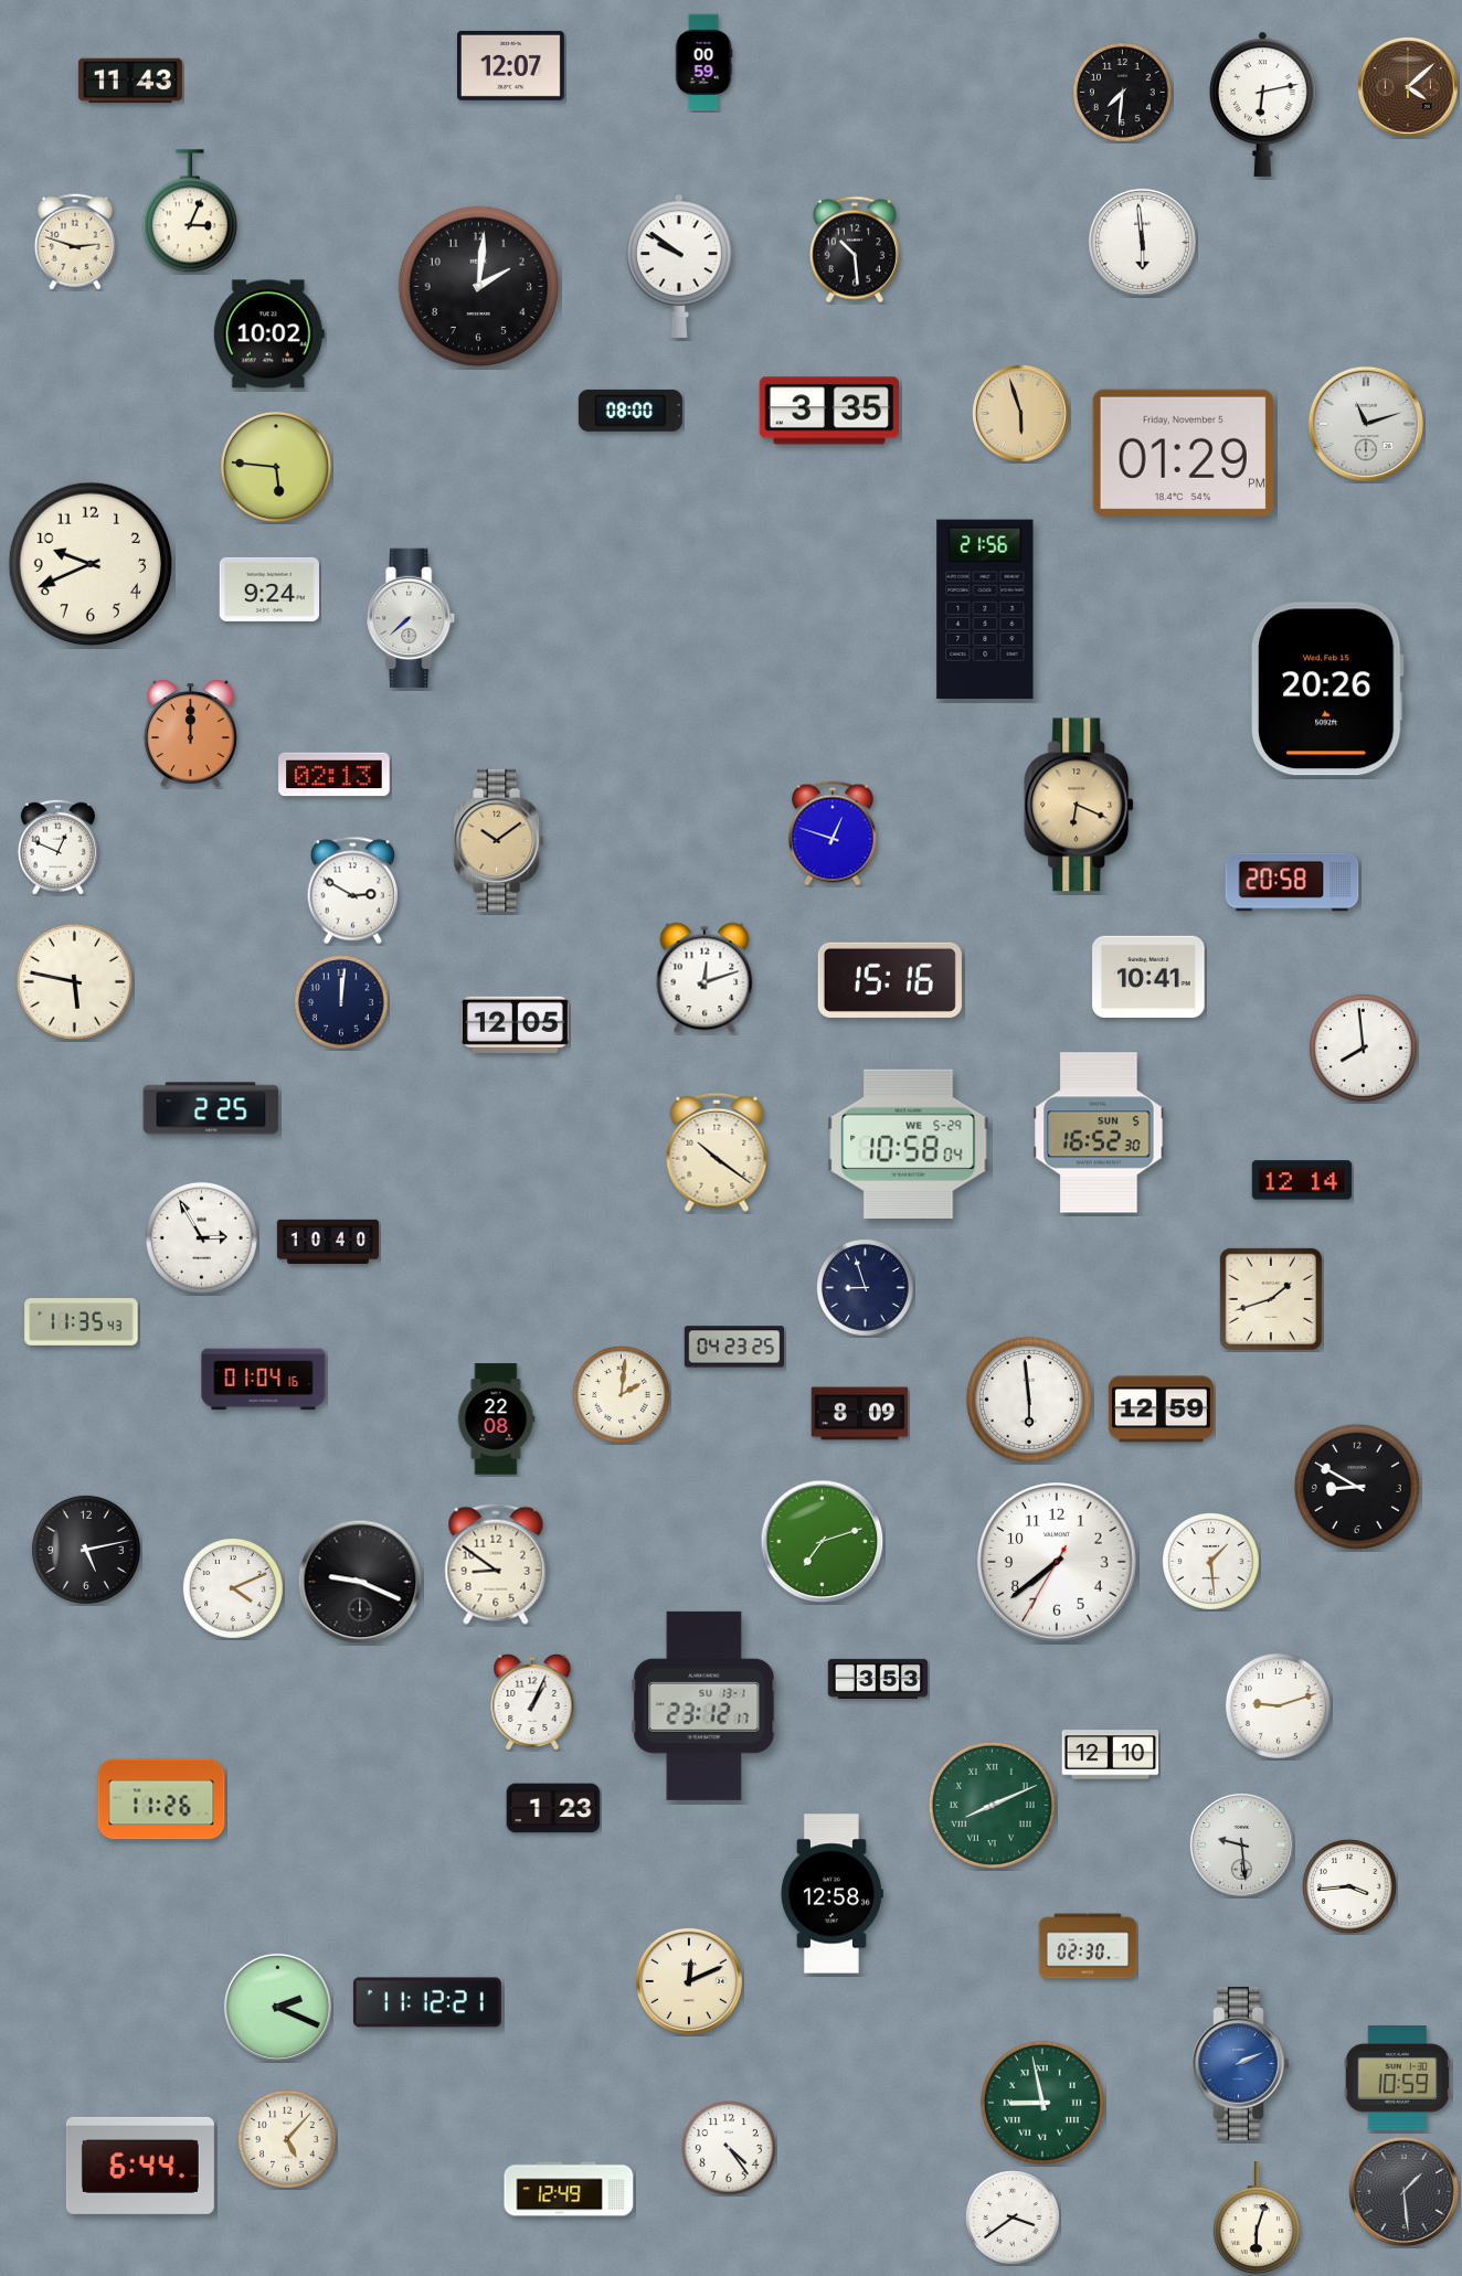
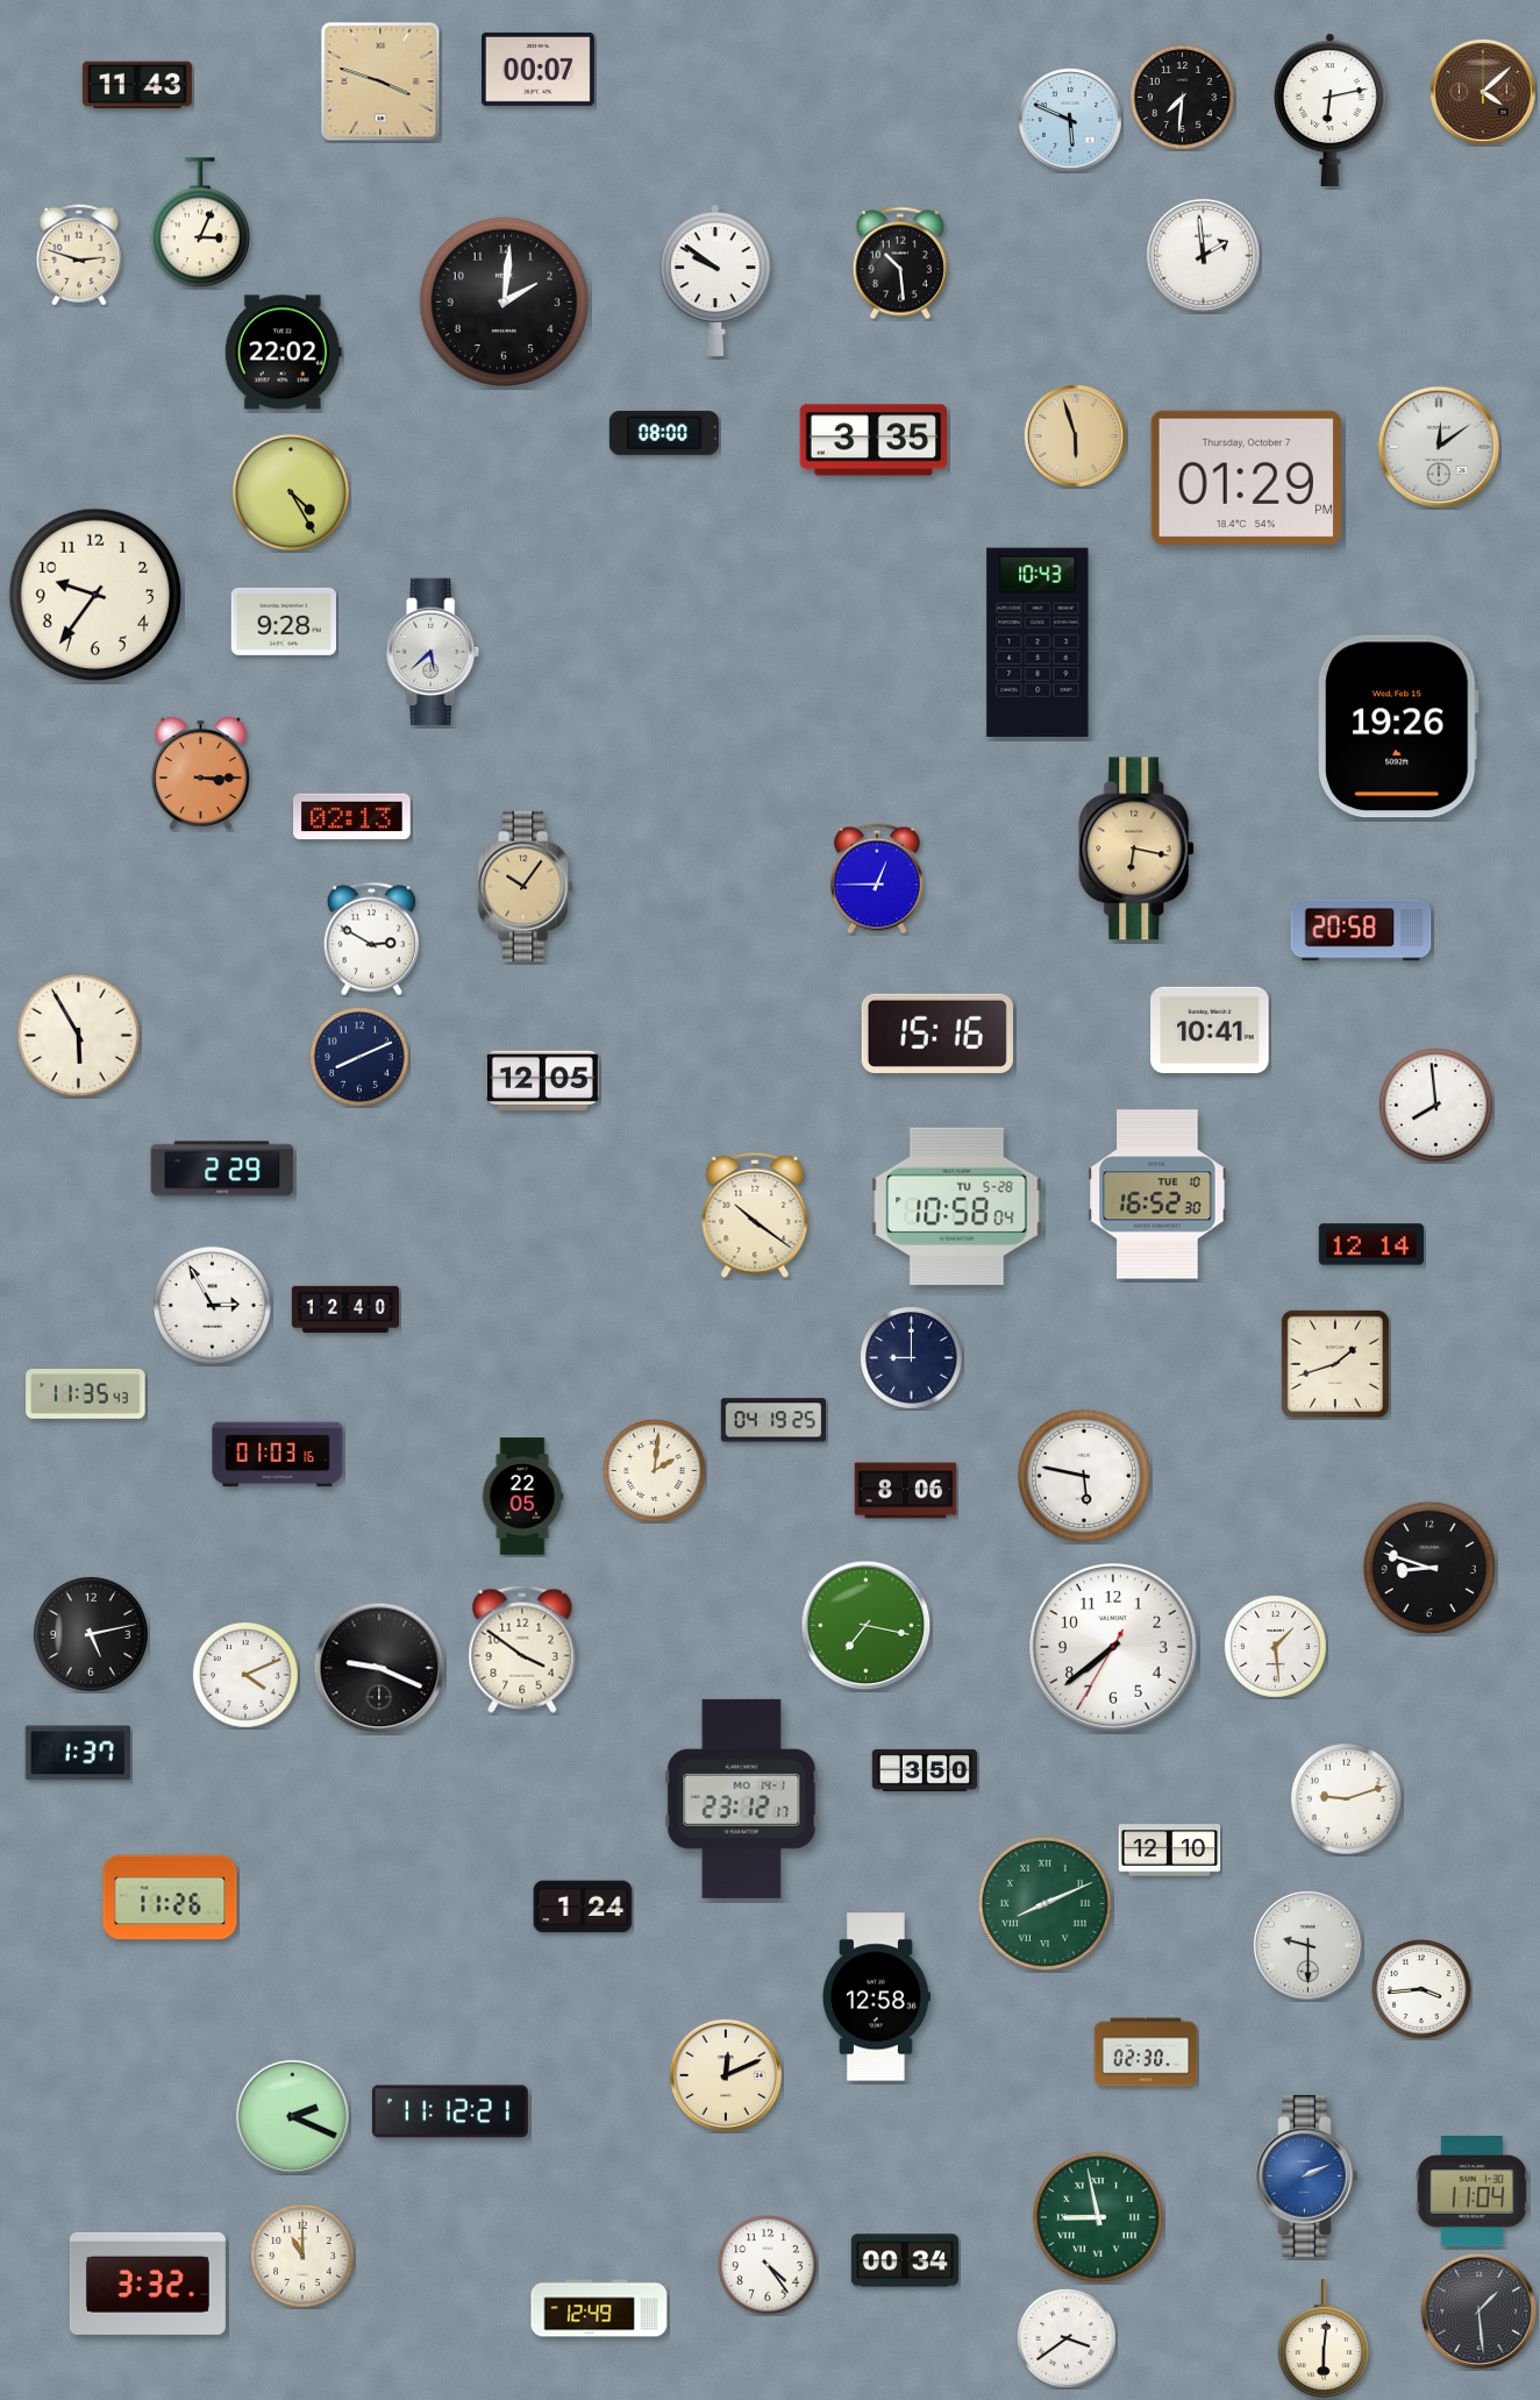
clock at (703, 63): 00:59 -> none
clock at (510, 65): 12:07 -> 00:07
clock at (380, 81): none -> 3:48
clock at (1071, 121): none -> 5:49
clock at (1142, 242): 5:59 -> 1:59
clock at (268, 334): 10:02 -> 22:02
clock at (828, 411) position: (828, 411) -> (872, 440)
clock at (1366, 424): 11:12 -> 12:09
clock at (1183, 453) date: Friday, November 5 -> Thursday, October 7
clock at (276, 467): 5:46 -> 4:25
clock at (91, 564): 9:41 -> 9:36
clock at (268, 589): 9:24 -> 9:28
clock at (985, 609): 21:56 -> 10:43
clock at (412, 618): 7:38 -> 5:38
clock at (1328, 689): 20:26 -> 19:26
clock at (190, 733): 12:00 -> 3:15
clock at (1080, 805): 6:19 -> 6:17
clock at (833, 833): 12:48 -> 12:45
clock at (499, 840): 10:09 -> 10:06
clock at (57, 847): 12:49 -> none
clock at (704, 978): 12:12 -> none
clock at (74, 981): 5:47 -> 5:55
clock at (341, 1002): 12:01 -> 8:11
clock at (211, 1108): 2:25 -> 2:29
clock at (1099, 1132) date: SUN 5 -> TUE 10
clock at (909, 1144) date: WE 5-29 -> TU 5-28
clock at (328, 1242): 10:40 -> 12:40
clock at (866, 1288): 8:57 -> 9:00
clock at (1271, 1299) position: (1271, 1299) -> (1335, 1364)
clock at (733, 1347): 04:23 -> 04:19
clock at (264, 1380): 01:04 -> 01:03
clock at (1029, 1400): 5:59 -> 5:47
clock at (1161, 1410): 12:59 -> none
clock at (860, 1414): 8:09 -> 8:06
clock at (496, 1419): 22:08 -> 22:05
clock at (1357, 1487): 8:50 -> 8:48
clock at (823, 1542): 7:12 -> 7:17
clock at (496, 1564): 8:51 -> 3:51
clock at (78, 1753): none -> 1:37
clock at (878, 1679): 3:53 -> 3:50
clock at (532, 1702): 1:04 -> none
clock at (704, 1705) date: SU 13-1 -> MO 14-1
clock at (553, 1808): 1:23 -> 1:24
clock at (1241, 1844): 9:29 -> 9:30
clock at (689, 1981) position: (689, 1981) -> (726, 2075)
clock at (1398, 2078): 10:59 -> 11:04
clock at (288, 2140): 5:07 -> 11:00
clock at (905, 2260): none -> 00:34
clock at (140, 2166): 6:44 -> 3:32
clock at (1257, 2219): 6:03 -> 6:01
